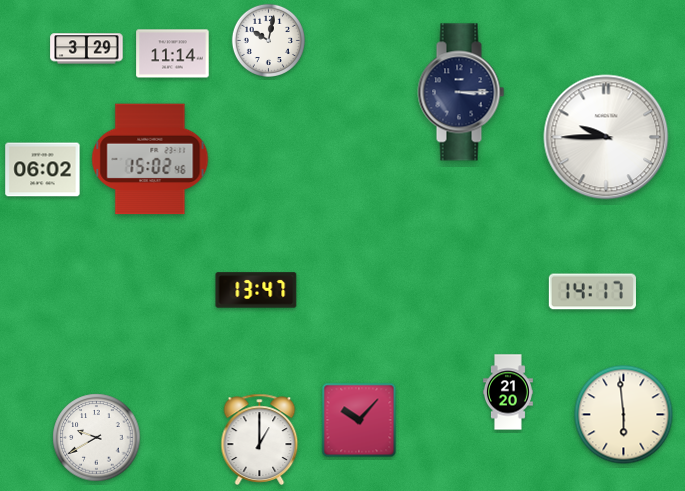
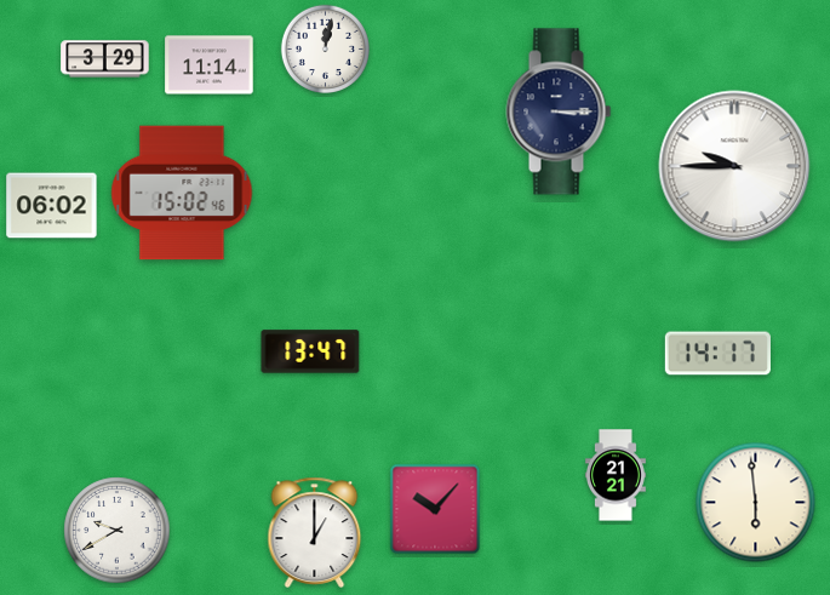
clock at (268, 40): 10:02 -> 12:02
clock at (508, 392): 21:20 -> 21:21
